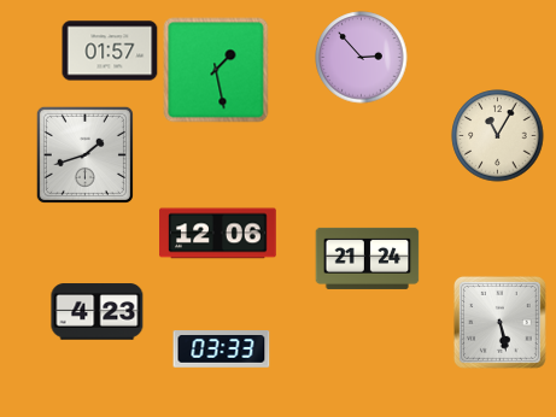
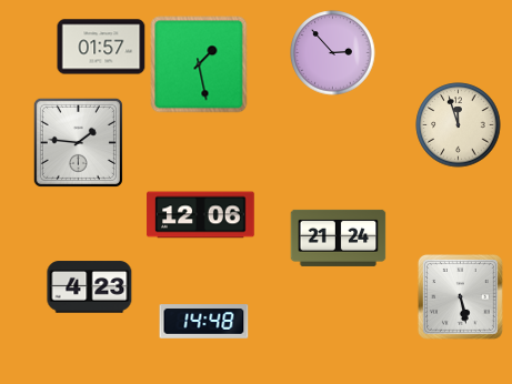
clock at (498, 136): 11:05 -> 11:57
clock at (84, 154): 1:42 -> 1:46
clock at (222, 350): 03:33 -> 14:48
